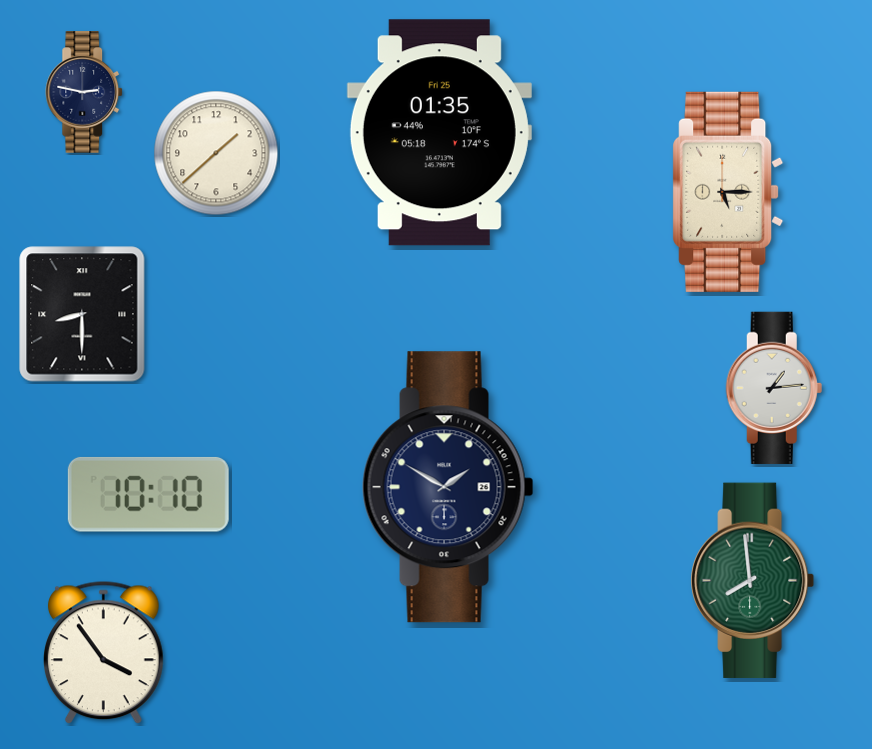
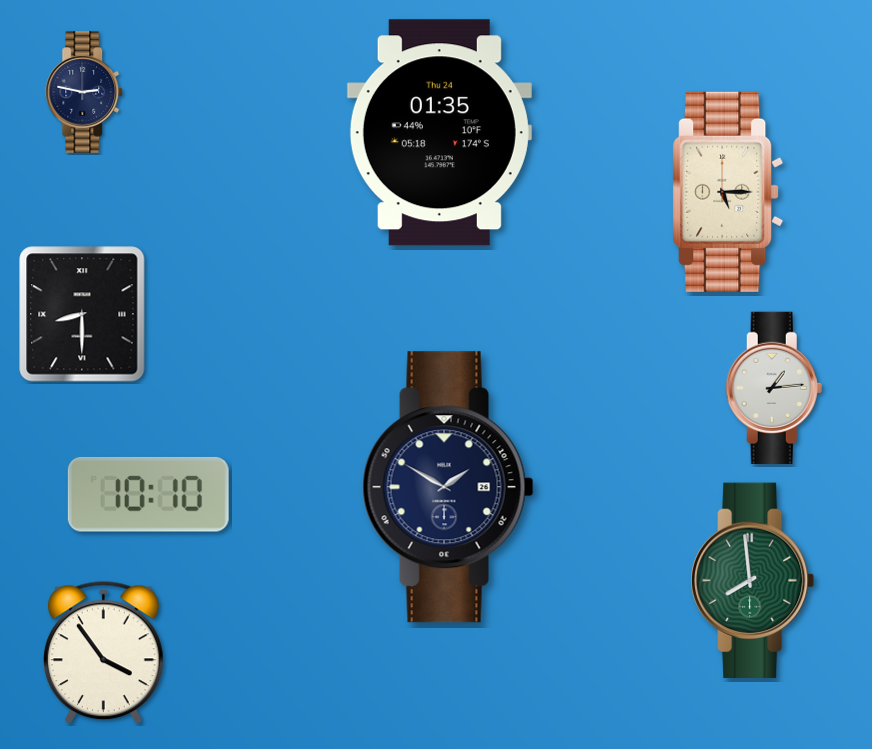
clock at (439, 133) date: Fri 25 -> Thu 24
clock at (216, 153): 1:38 -> none
